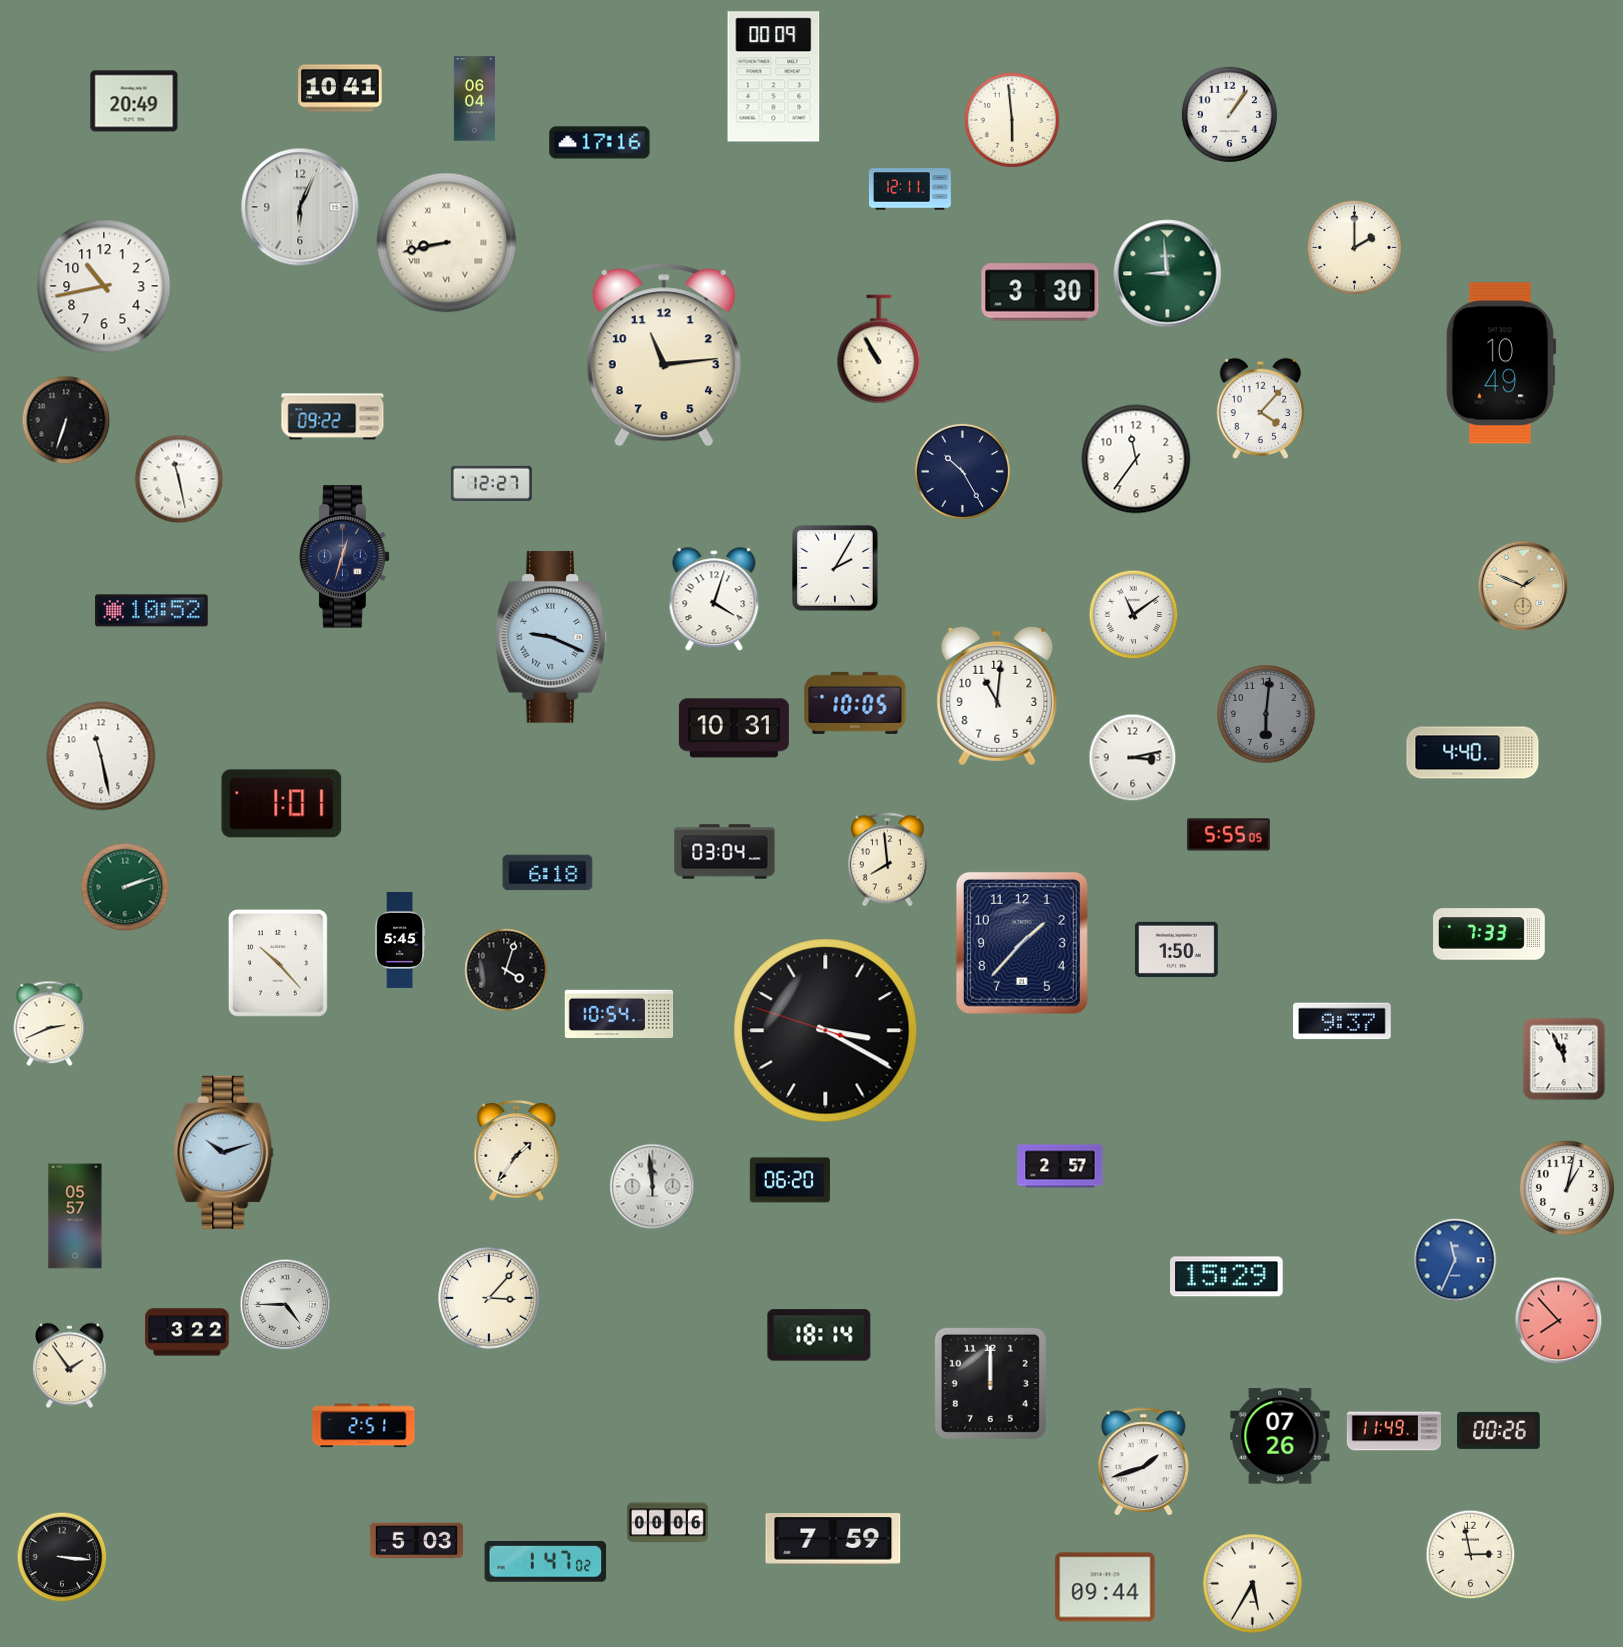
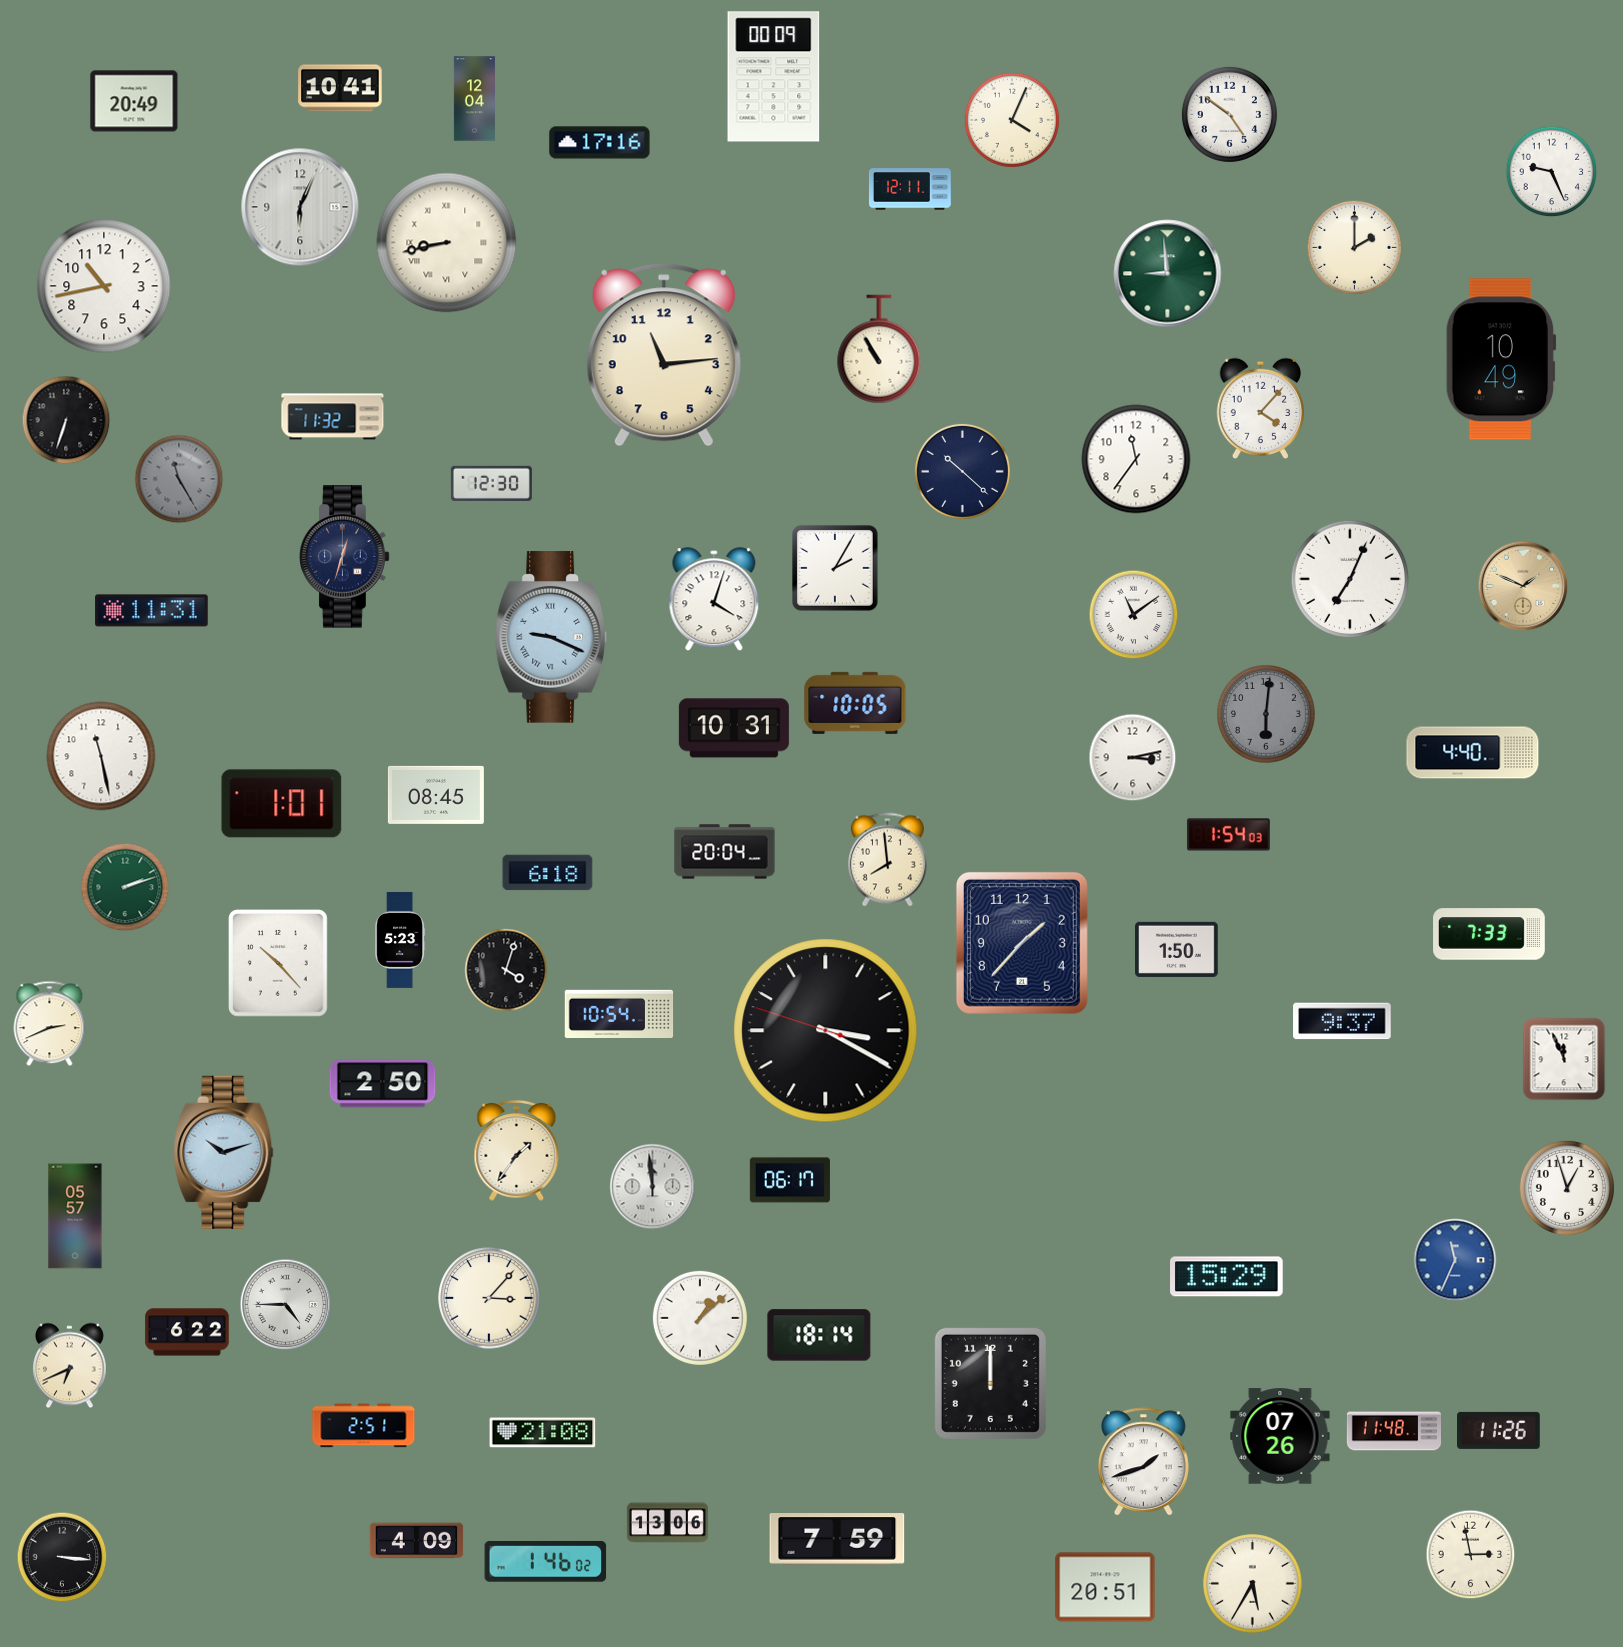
clock at (474, 99): 06:04 -> 12:04
clock at (1229, 114): 1:06 -> 4:51
clock at (1012, 120): 5:59 -> 4:04
clock at (1552, 172): none -> 9:26
clock at (1040, 292): 3:30 -> none
clock at (1501, 363) position: (1501, 363) -> (1501, 359)
clock at (333, 417): 09:22 -> 11:32
clock at (962, 471): 10:25 -> 10:22
clock at (179, 479): 11:28 -> 11:25
clock at (179, 479) dial: white -> grey
clock at (491, 483): 12:27 -> 12:30
clock at (1350, 579): none -> 7:04
clock at (152, 611): 10:52 -> 11:31
clock at (997, 696): 11:01 -> none
clock at (436, 795): none -> 08:45
clock at (1229, 835): 5:55 -> 1:54
clock at (725, 852): 03:04 -> 20:04
clock at (400, 940): 5:45 -> 5:23
clock at (383, 1084): none -> 2:50
clock at (1060, 1166): 2:57 -> none
clock at (790, 1180): 06:20 -> 06:17
clock at (1567, 1188): 1:02 -> 12:57
clock at (700, 1318): none -> 1:08
clock at (1559, 1321): 7:53 -> none
clock at (187, 1332): 3:22 -> 6:22
clock at (70, 1366): 1:54 -> 6:41
clock at (1499, 1430): 00:26 -> 11:26
clock at (1393, 1431): 11:49 -> 11:48
clock at (543, 1433): none -> 21:08
clock at (667, 1523): 00:06 -> 13:06
clock at (833, 1539) position: (833, 1539) -> (837, 1539)
clock at (417, 1541): 5:03 -> 4:09
clock at (546, 1562): 1:47 -> 1:46
clock at (1105, 1587): 09:44 -> 20:51
